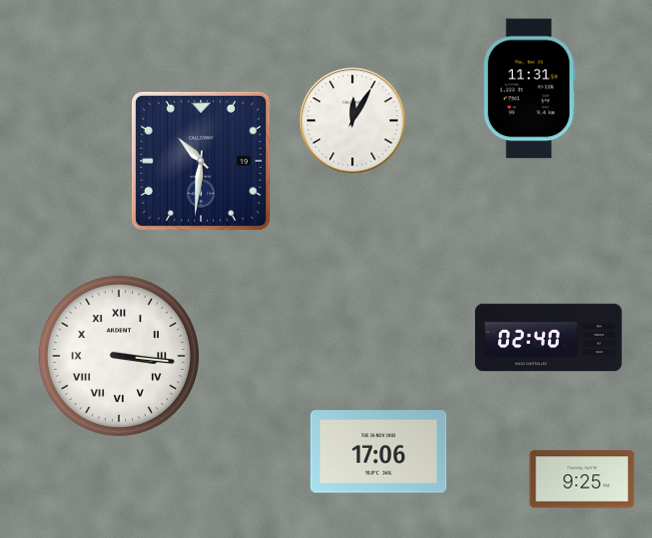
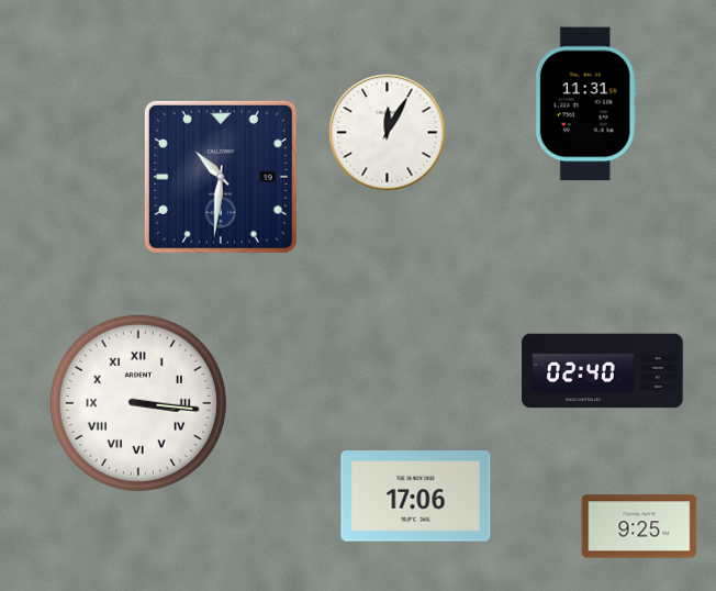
clock at (529, 89) position: (529, 89) -> (585, 104)
clock at (119, 356) position: (119, 356) -> (138, 403)
